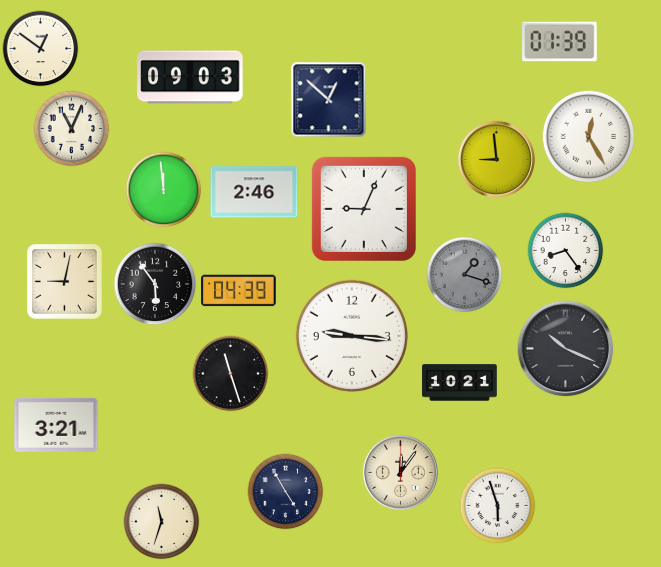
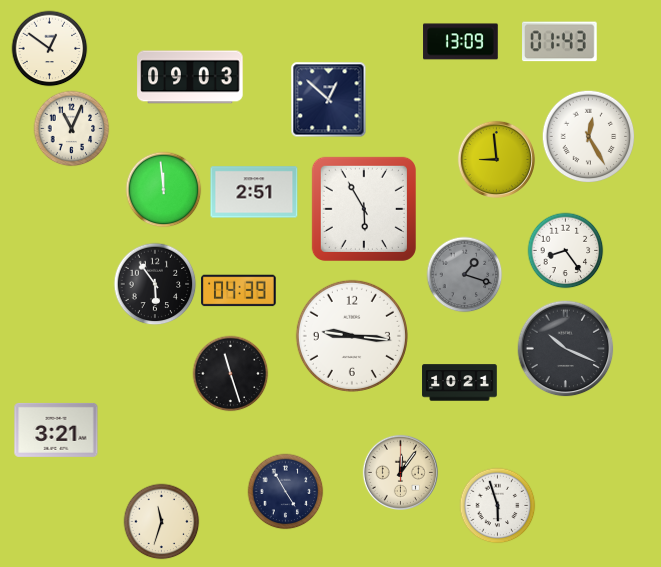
clock at (461, 42): none -> 13:09
clock at (560, 42): 01:39 -> 01:43
clock at (41, 49) position: (41, 49) -> (50, 49)
clock at (254, 192): 2:46 -> 2:51
clock at (364, 209): 9:04 -> 5:55
clock at (65, 282): 9:02 -> none
clock at (56, 425) position: (56, 425) -> (56, 430)
